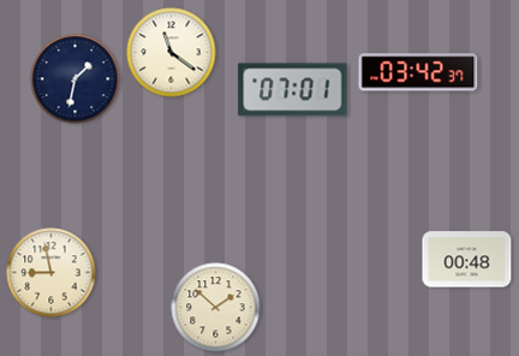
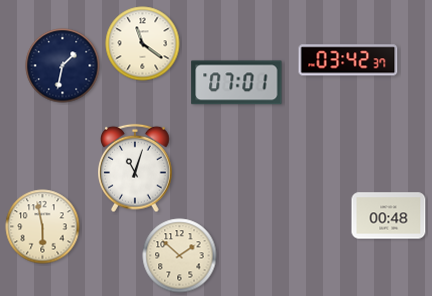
clock at (293, 90) position: (293, 90) -> (237, 83)
clock at (136, 168): none -> 11:03
clock at (52, 273): 8:58 -> 5:58
